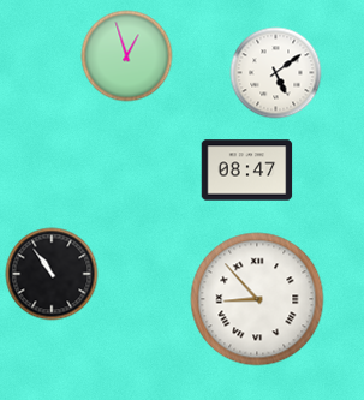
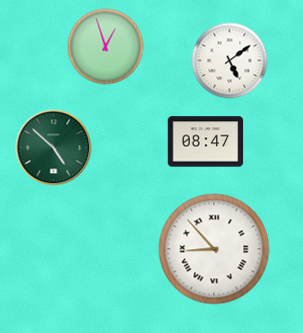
clock at (54, 148): none -> 4:52
clock at (52, 274): 10:54 -> none
